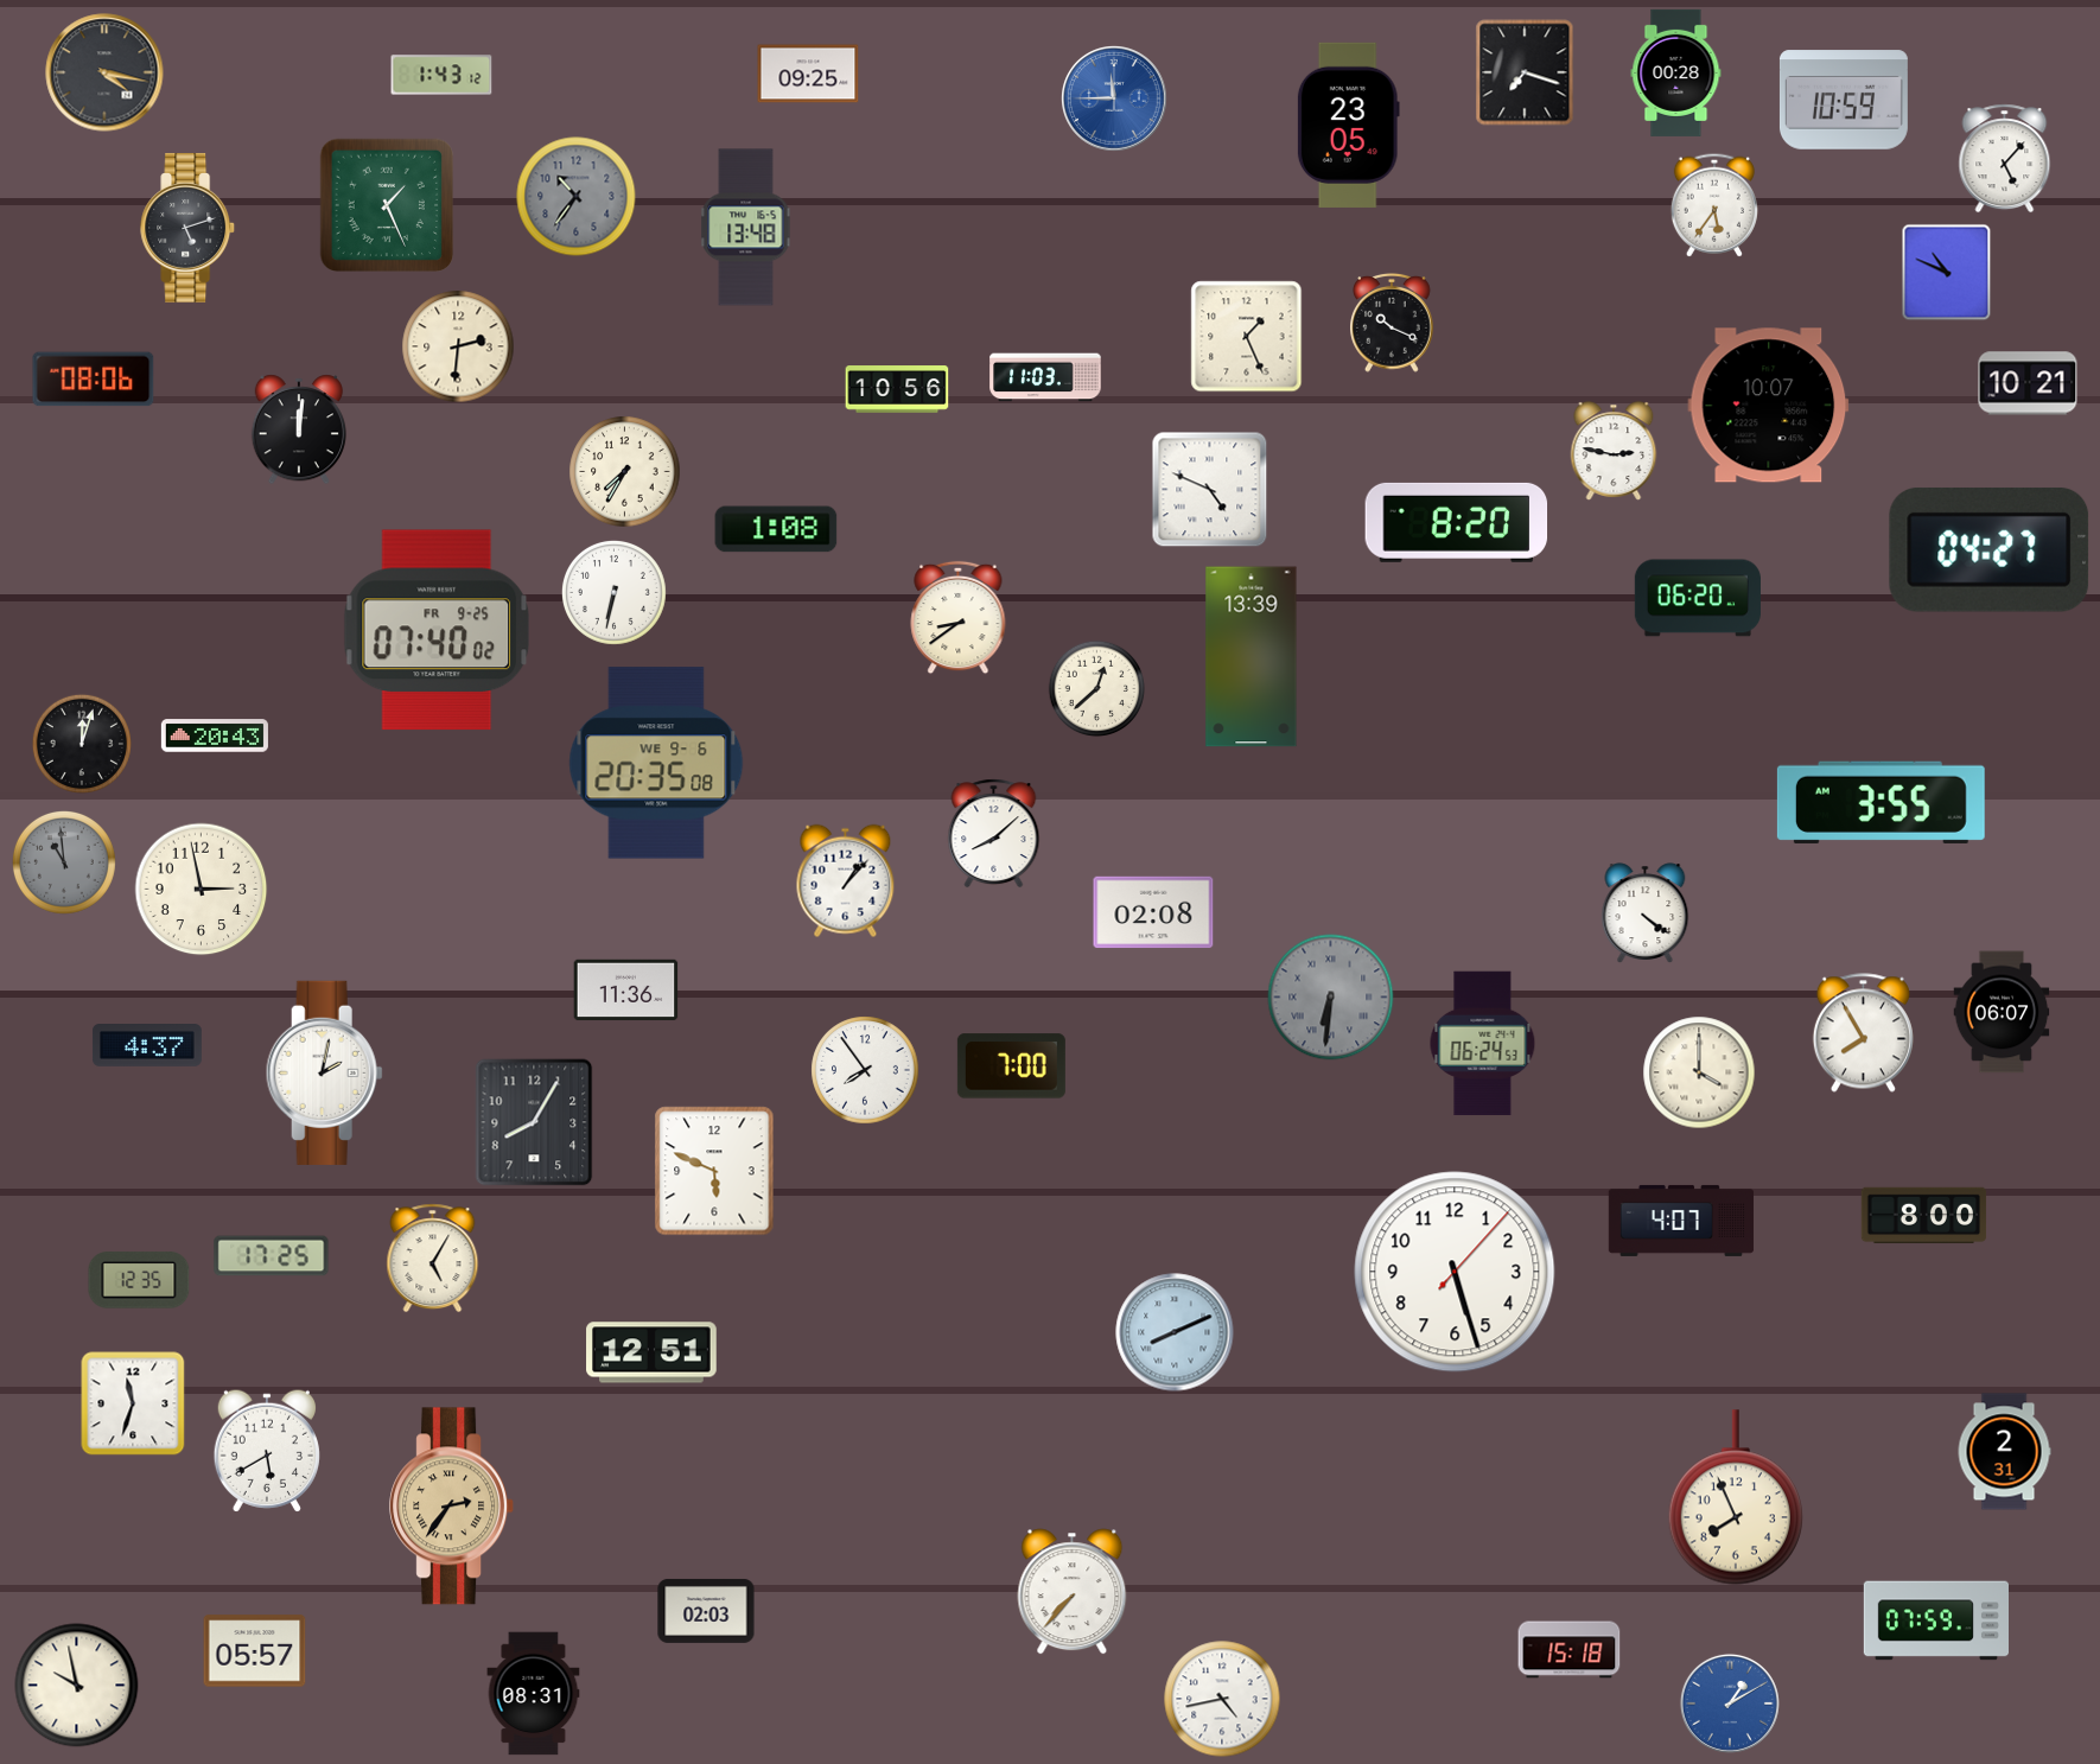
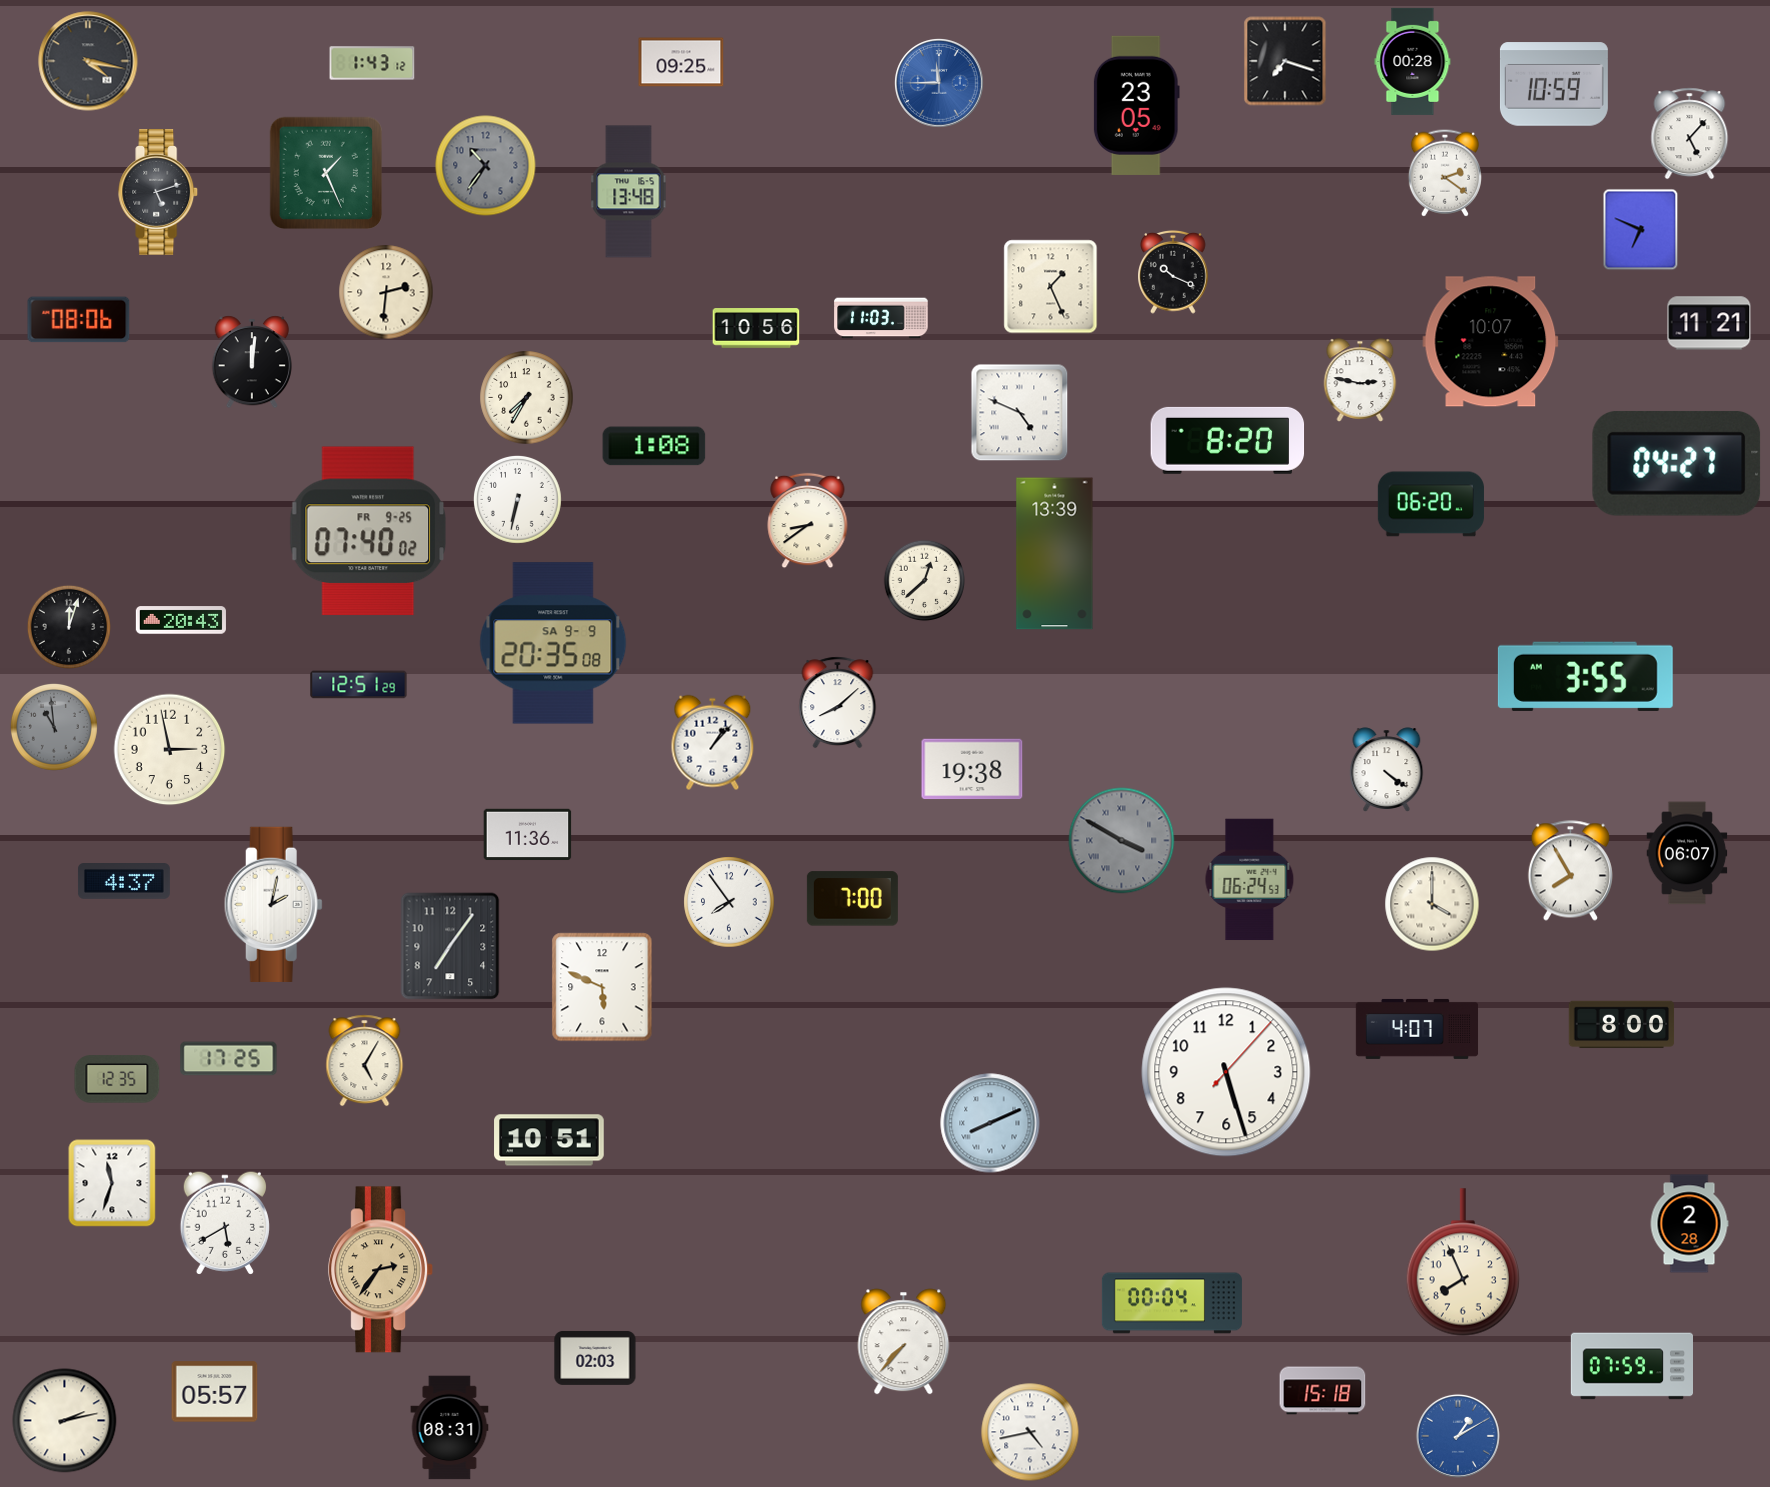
clock at (1714, 205): 5:36 -> 2:21
clock at (1947, 273): 10:49 -> 6:49
clock at (1247, 337) position: (1247, 337) -> (1051, 287)
clock at (2028, 383): 10:21 -> 11:21
clock at (656, 763) date: WE 9-6 -> SA 9-9
clock at (359, 685): none -> 12:51
clock at (1153, 912): 02:08 -> 19:38
clock at (1331, 998): 6:31 -> 3:50
clock at (534, 1122): 8:05 -> 7:06
clock at (651, 1352): 12:51 -> 10:51
clock at (2004, 1452): 2:31 -> 2:28
clock at (1172, 1303): none -> 00:04
clock at (77, 1686): 9:58 -> 2:13
